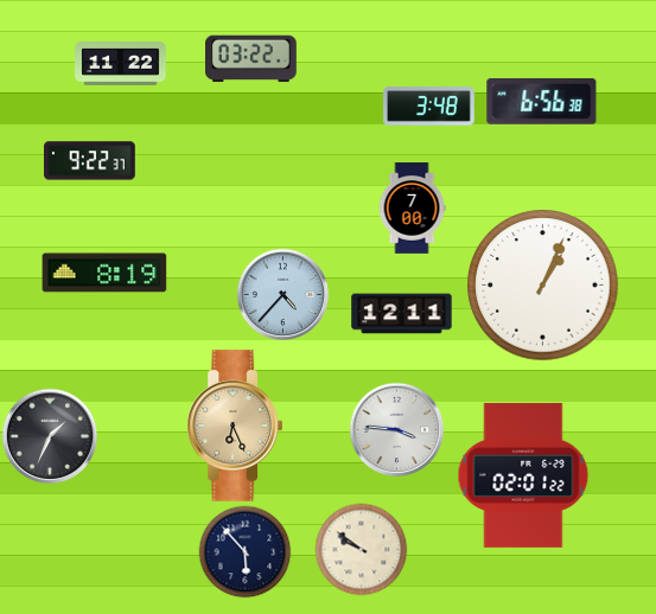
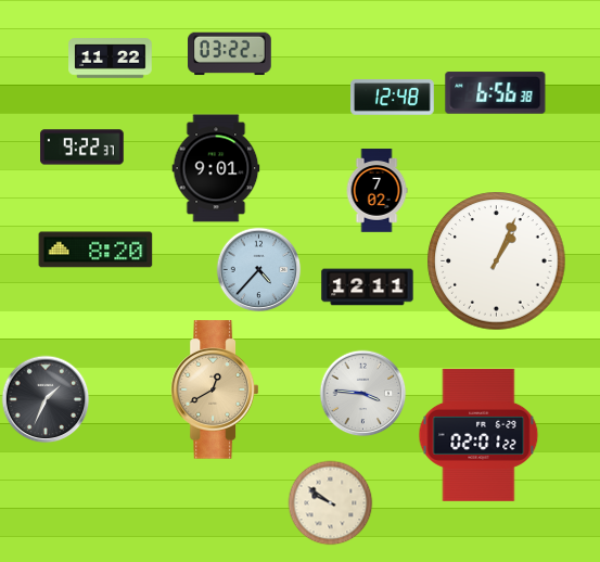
clock at (429, 107): 3:48 -> 12:48
clock at (216, 168): none -> 9:01
clock at (412, 209): 7:00 -> 7:02
clock at (104, 273): 8:19 -> 8:20
clock at (234, 426): 6:26 -> 12:40
clock at (244, 551): 5:53 -> none
